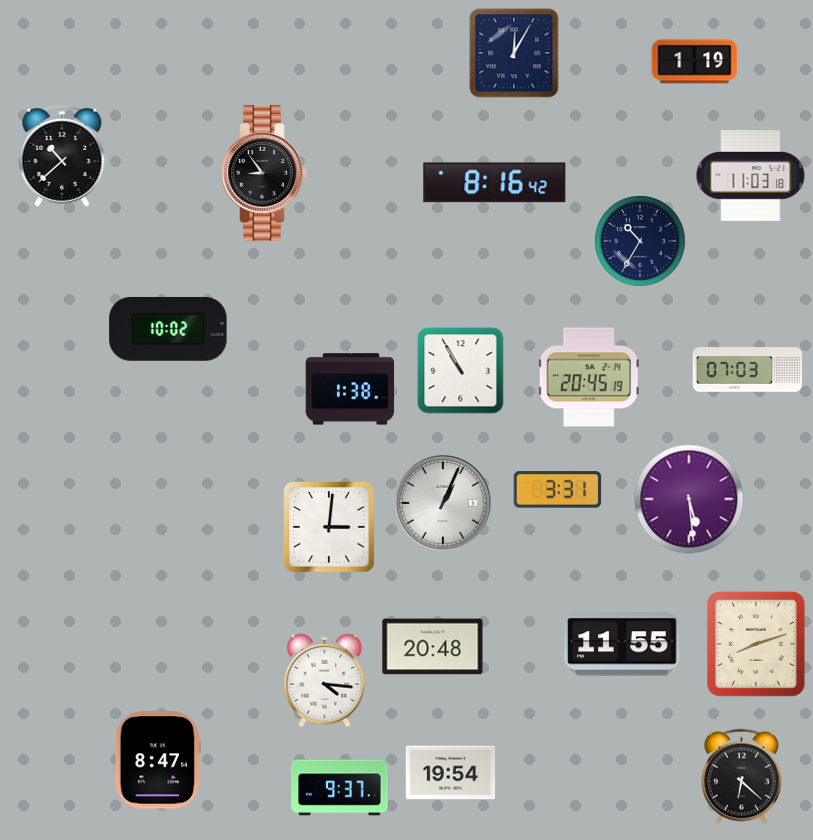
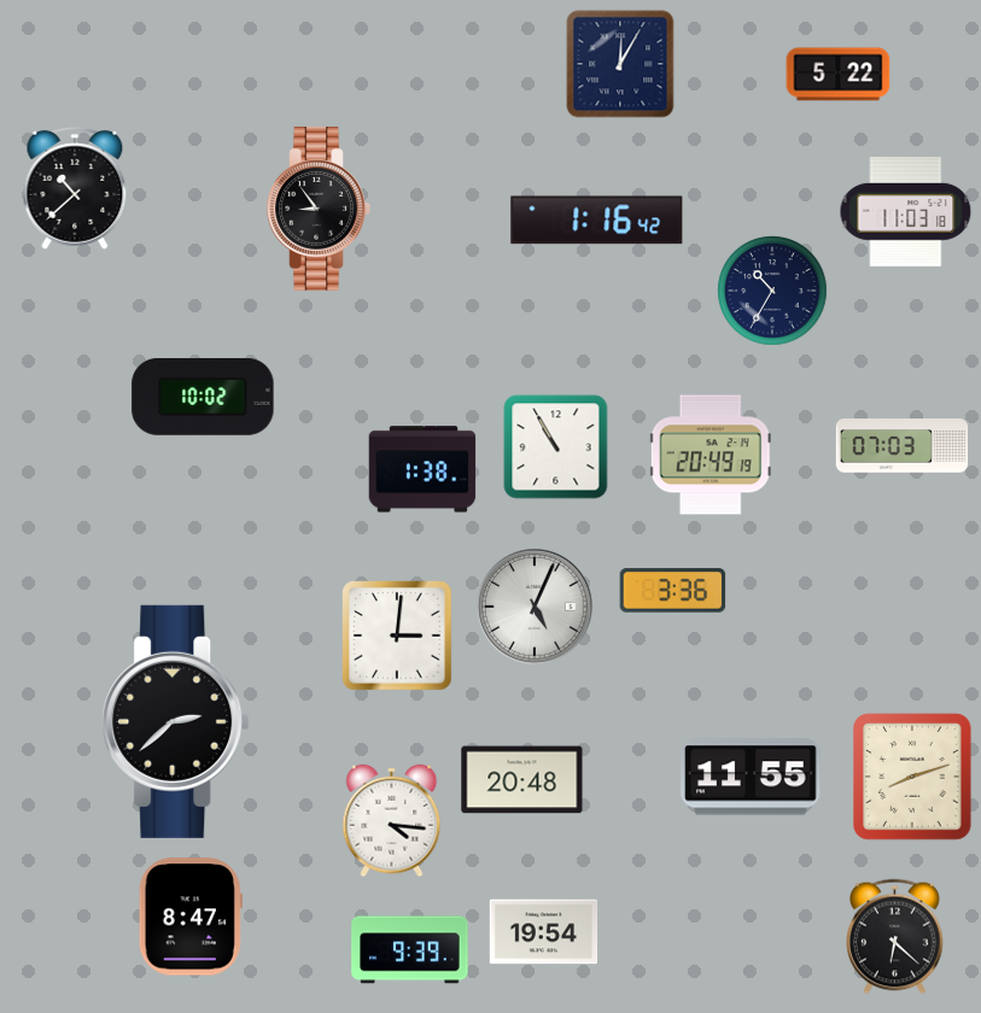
clock at (695, 62): 1:19 -> 5:22
clock at (495, 183): 8:16 -> 1:16
clock at (589, 377): 20:45 -> 20:49
clock at (558, 490): 3:31 -> 3:36
clock at (689, 499): 5:29 -> none
clock at (443, 503): 1:04 -> 5:04
clock at (176, 721): none -> 2:38
clock at (340, 788): 9:37 -> 9:39
